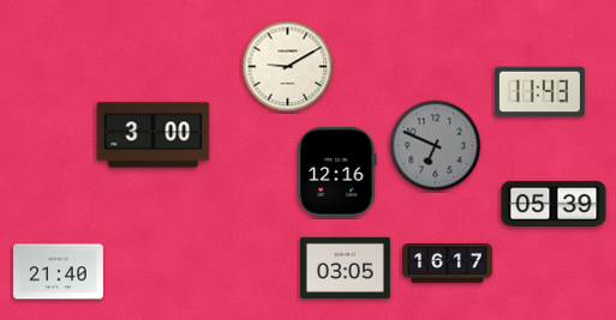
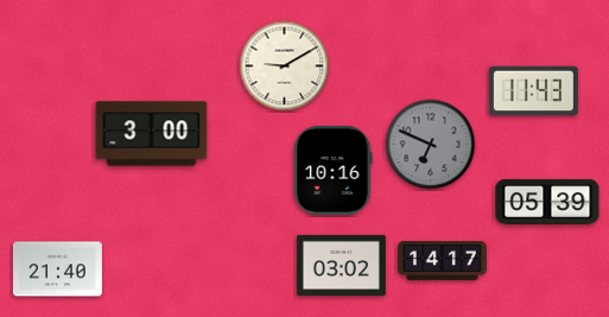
clock at (337, 171): 12:16 -> 10:16
clock at (447, 264): 16:17 -> 14:17
clock at (345, 267): 03:05 -> 03:02
